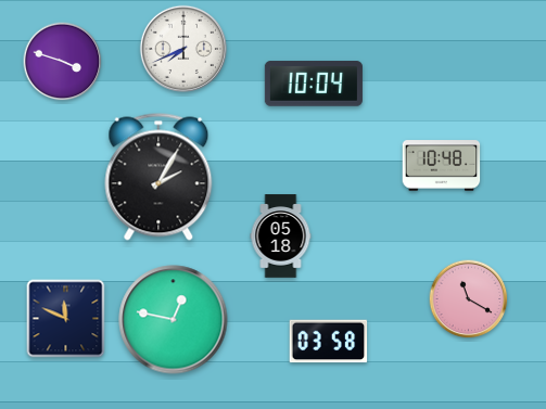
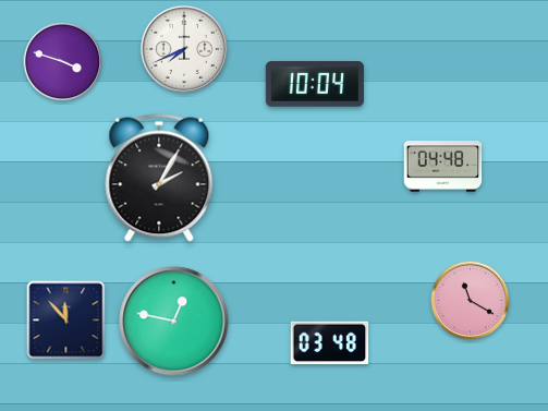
clock at (442, 166): 10:48 -> 04:48
clock at (281, 237): 05:18 -> none
clock at (66, 319): 11:49 -> 11:53
clock at (329, 342): 03:58 -> 03:48
